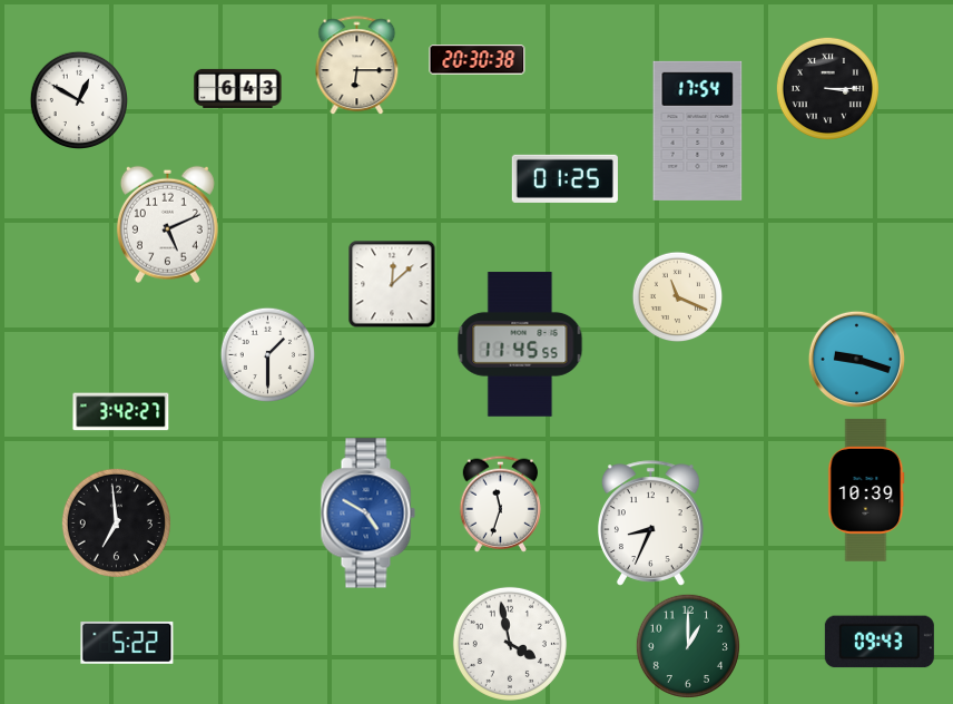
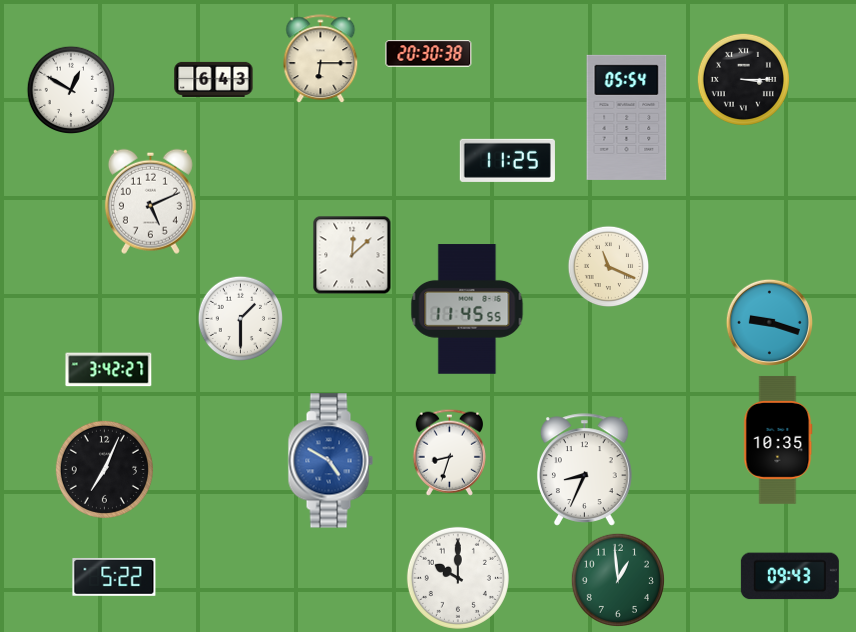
clock at (698, 130): 17:54 -> 05:54
clock at (564, 178): 01:25 -> 11:25
clock at (866, 490): 10:39 -> 10:35
clock at (500, 503): 11:33 -> 8:33
clock at (116, 522): 6:59 -> 7:04
clock at (510, 644): 3:58 -> 10:00
clock at (688, 646): 1:00 -> 12:59
